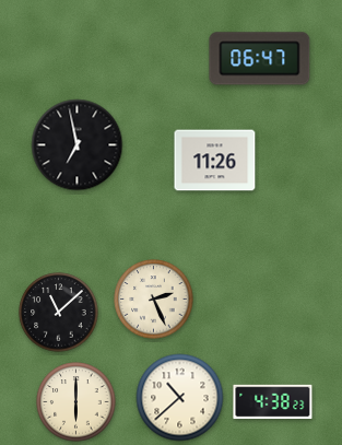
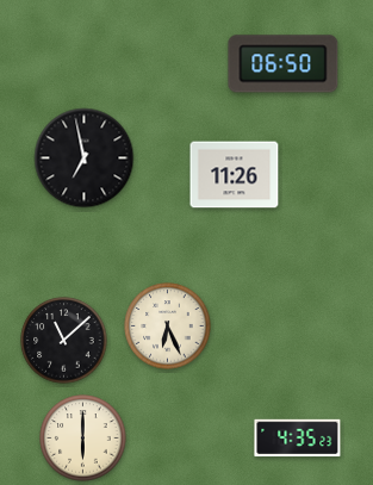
clock at (260, 59): 06:47 -> 06:50
clock at (154, 300): 2:26 -> 6:26
clock at (180, 398): 10:38 -> none
clock at (273, 402): 4:38 -> 4:35
